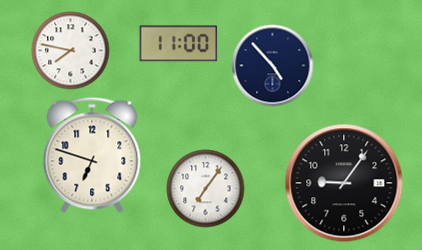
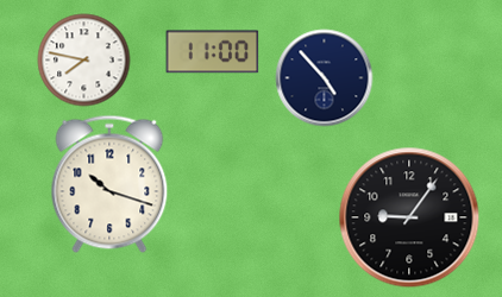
clock at (92, 155): 6:48 -> 10:18
clock at (205, 188): 7:06 -> none
